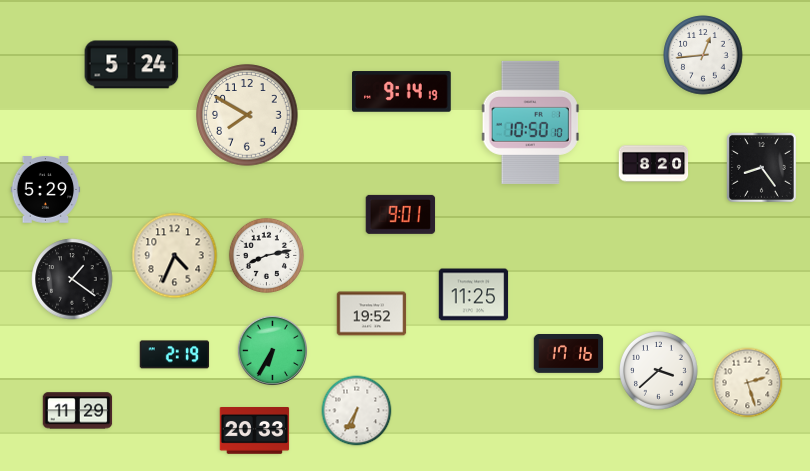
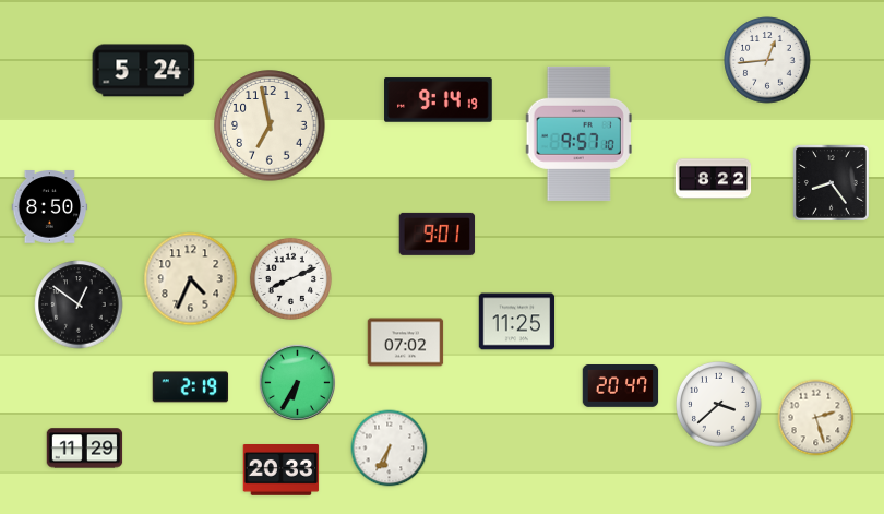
clock at (247, 115): 7:50 -> 6:58
clock at (530, 122): 10:50 -> 9:57
clock at (654, 164): 8:20 -> 8:22
clock at (46, 190): 5:29 -> 8:50
clock at (266, 255): 8:13 -> 8:11
clock at (72, 279): 1:21 -> 12:51
clock at (372, 314): 19:52 -> 07:02
clock at (569, 354): 17:16 -> 20:47
clock at (255, 431) position: (255, 431) -> (282, 470)
